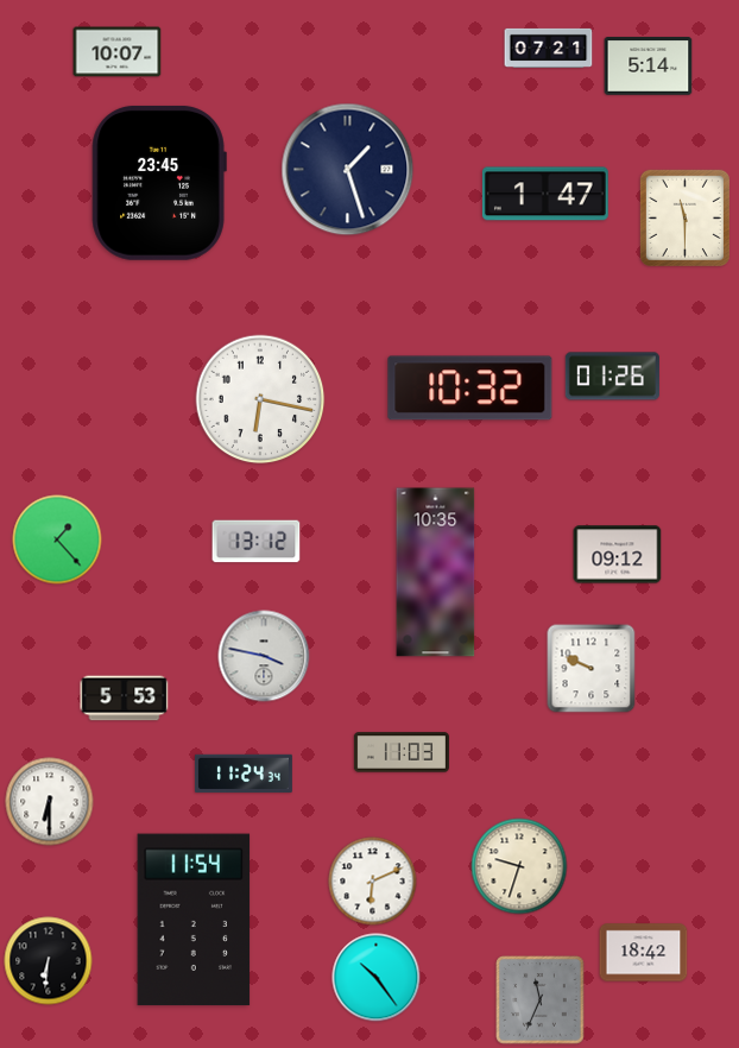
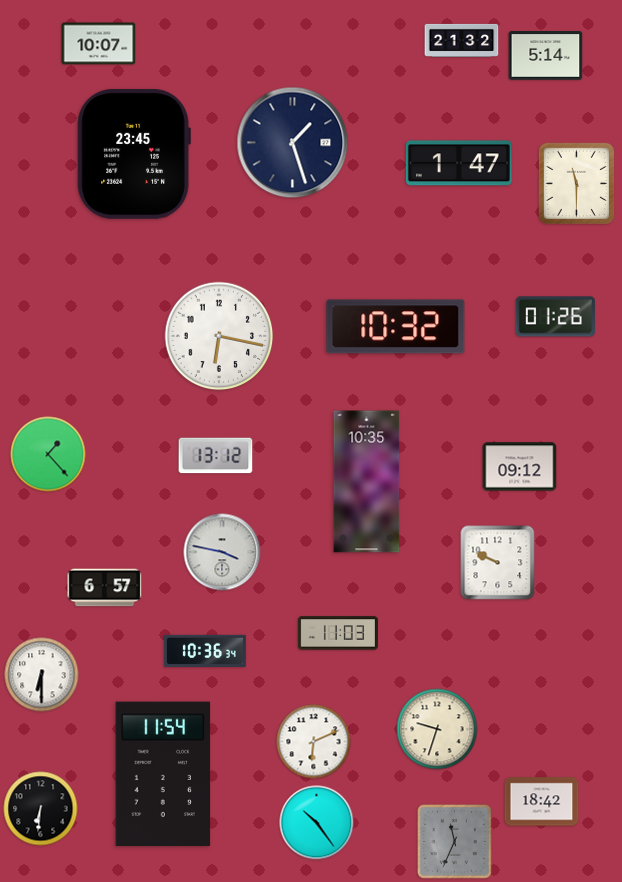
clock at (549, 48): 07:21 -> 21:32
clock at (612, 377) position: (612, 377) -> (555, 317)
clock at (125, 699): 5:53 -> 6:57
clock at (244, 772): 11:24 -> 10:36
